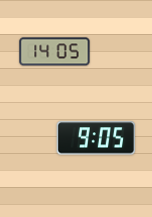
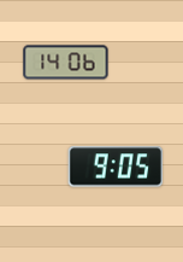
clock at (55, 52): 14:05 -> 14:06
